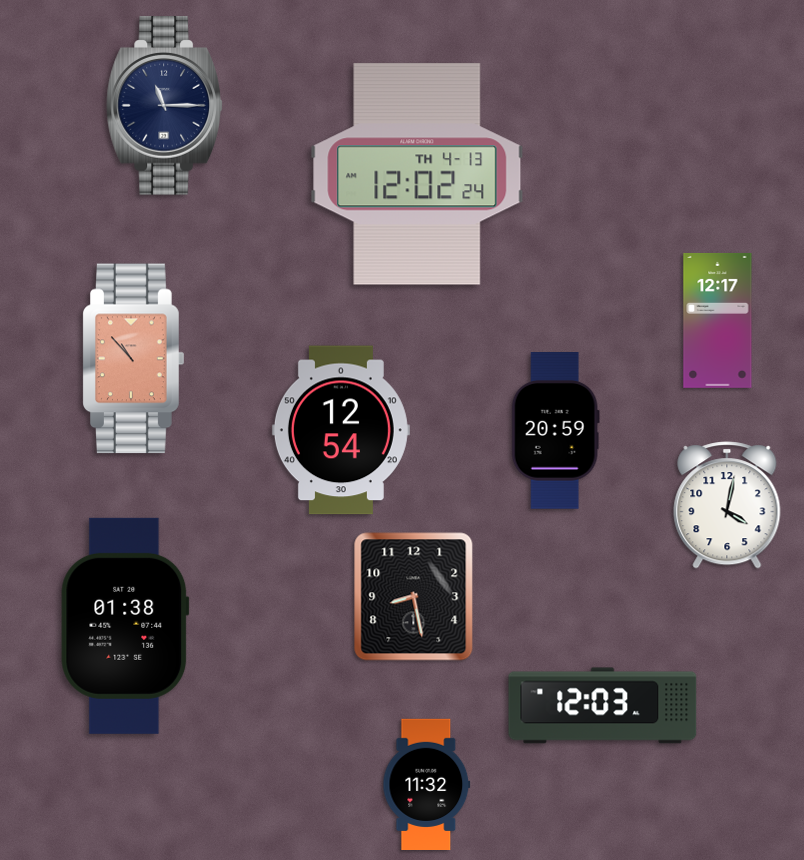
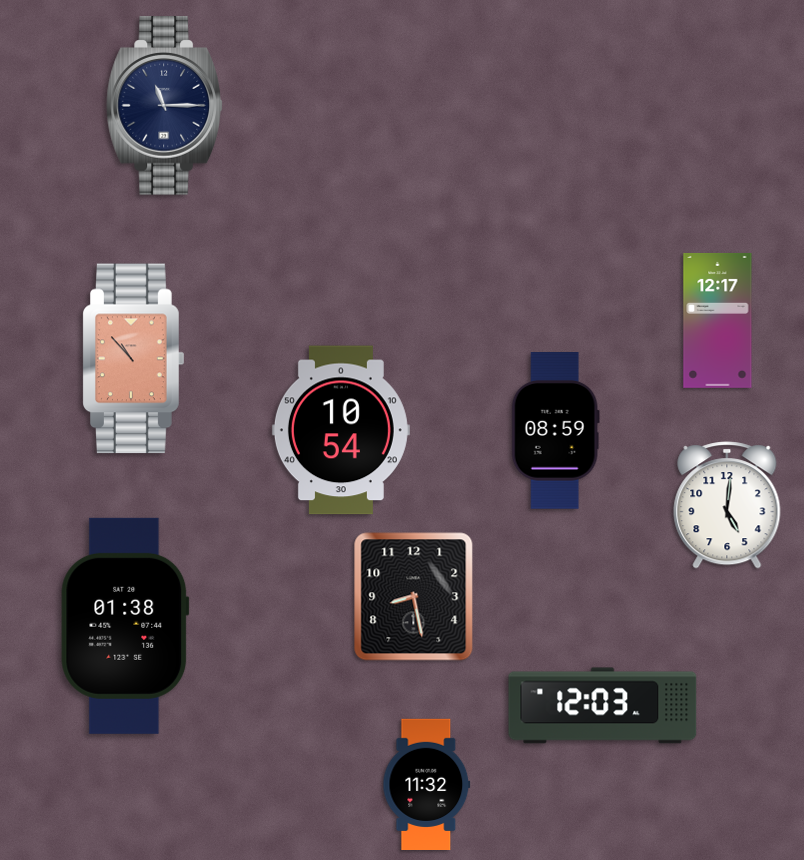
clock at (417, 174): 12:02 -> none
clock at (341, 430): 12:54 -> 10:54
clock at (555, 431): 20:59 -> 08:59
clock at (727, 505): 4:02 -> 5:01
